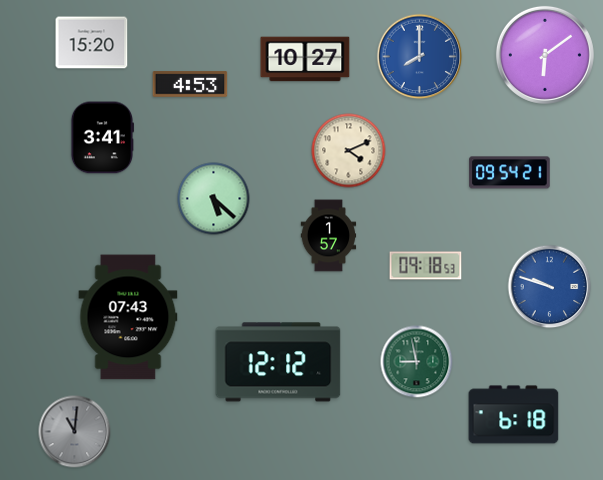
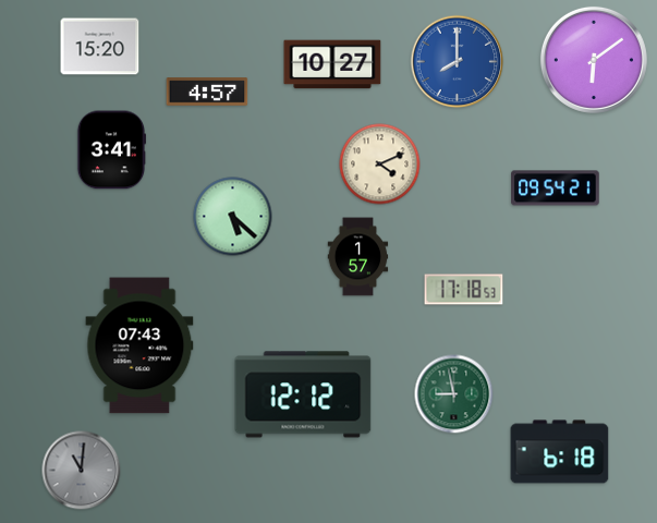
clock at (190, 84): 4:53 -> 4:57
clock at (426, 266): 09:18 -> 17:18
clock at (550, 287): 9:48 -> none
